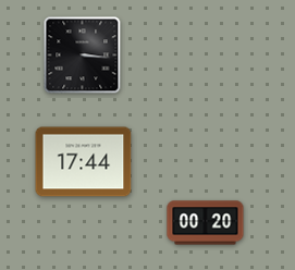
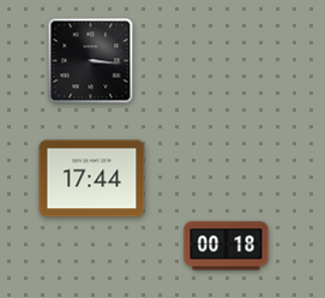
clock at (206, 223): 00:20 -> 00:18
